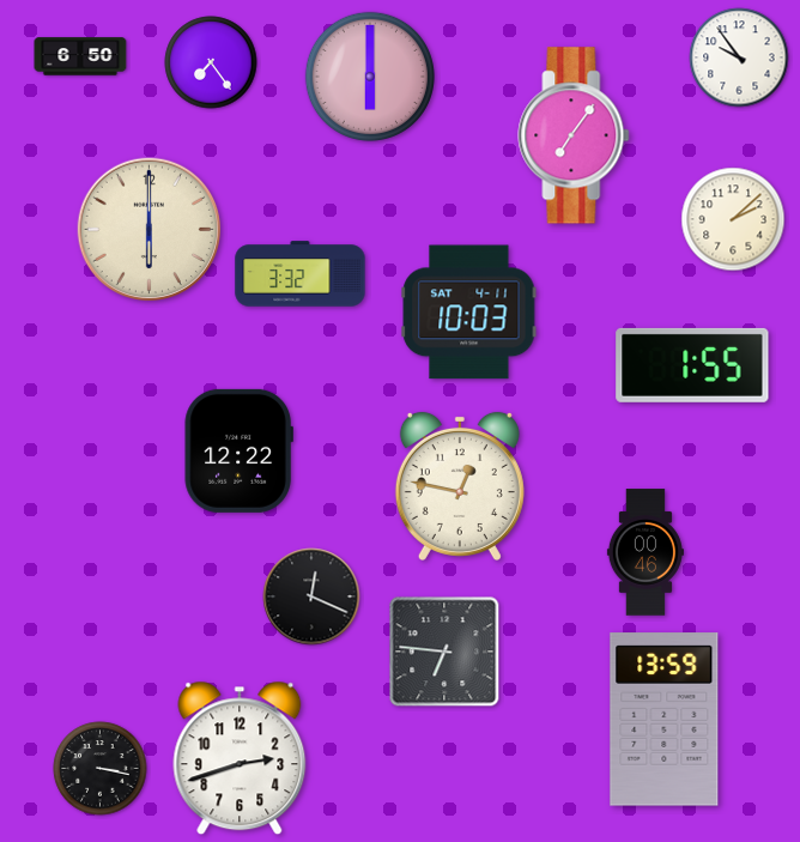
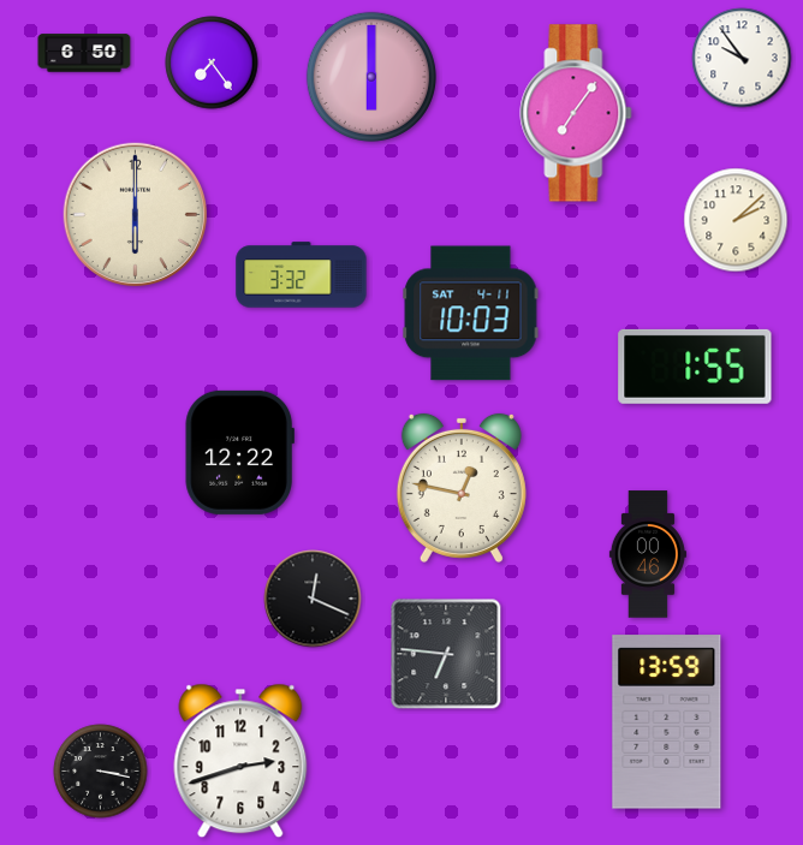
clock at (80, 56) position: (80, 56) -> (84, 53)
clock at (574, 135) position: (574, 135) -> (576, 113)
clock at (150, 230) position: (150, 230) -> (136, 215)
